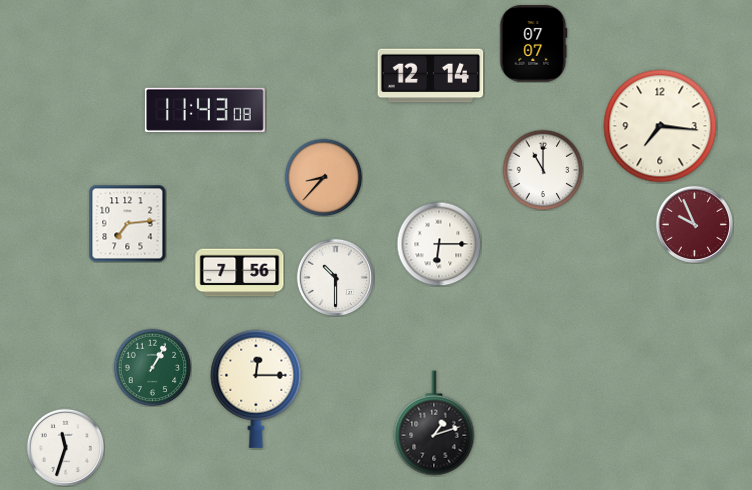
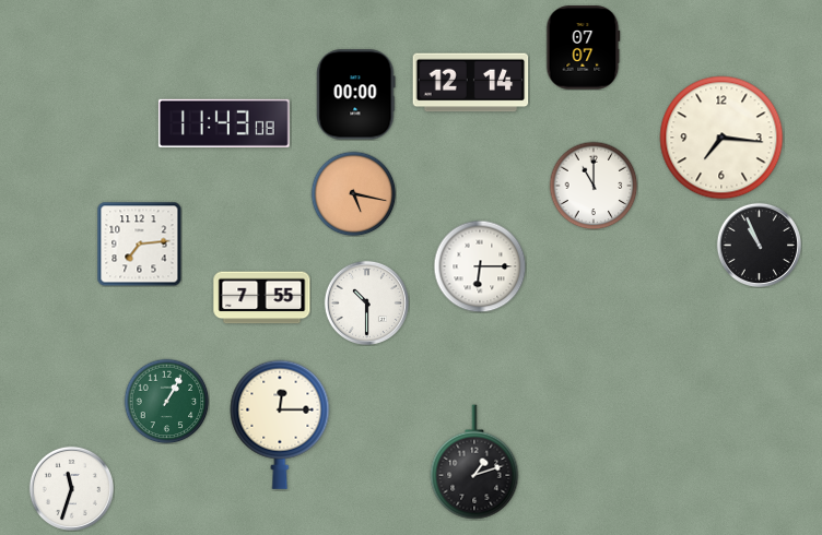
clock at (356, 95): none -> 00:00
clock at (205, 110) position: (205, 110) -> (224, 123)
clock at (323, 177): 8:37 -> 5:17
clock at (694, 224): 9:56 -> 10:56
clock at (694, 224) dial: burgundy -> black
clock at (240, 273): 7:56 -> 7:55
